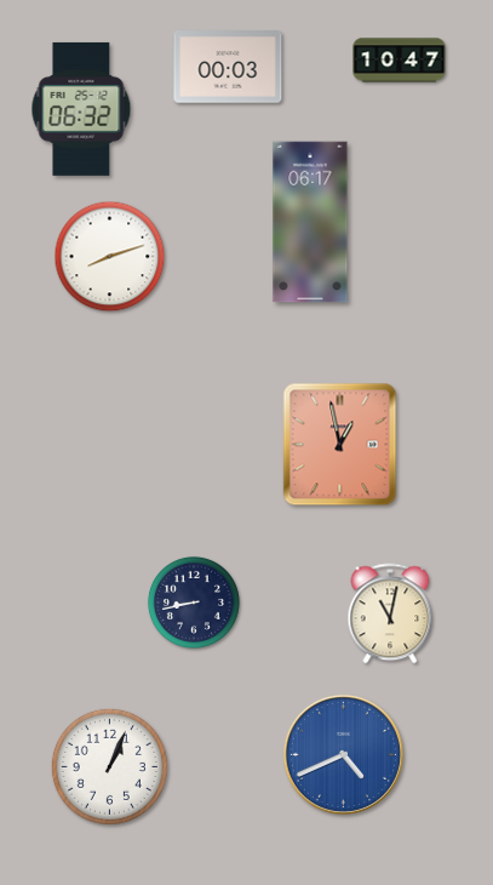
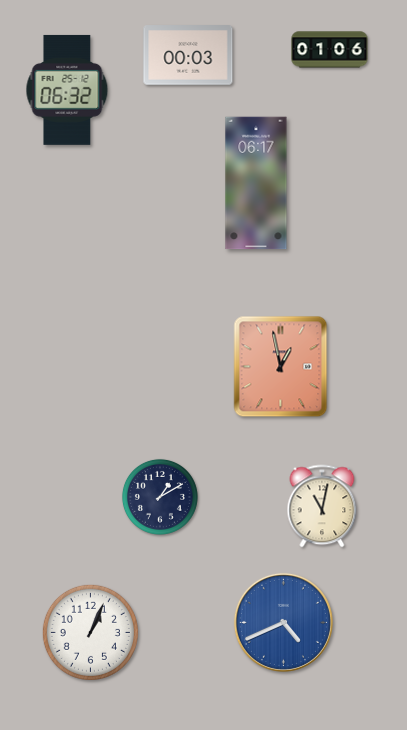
clock at (400, 61): 10:47 -> 01:06
clock at (110, 257): 8:12 -> none
clock at (194, 603): 8:43 -> 1:10
